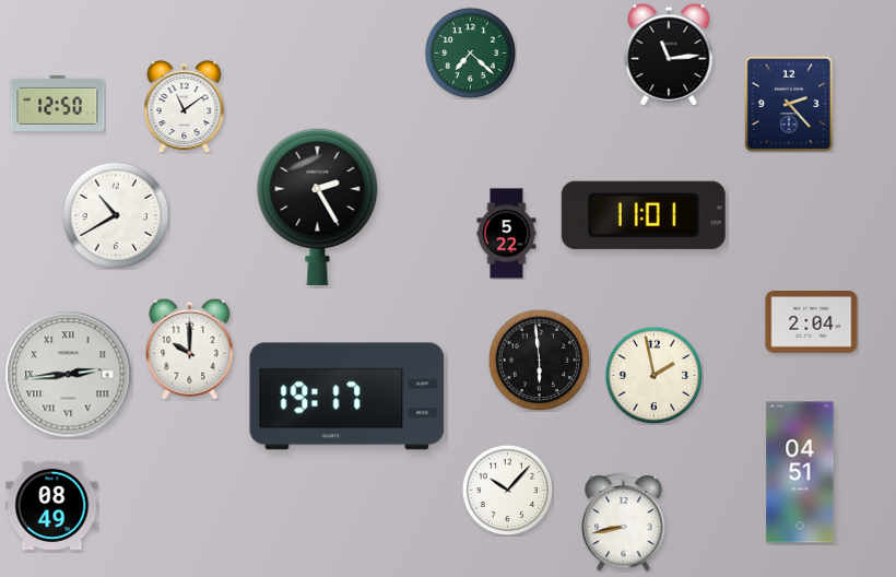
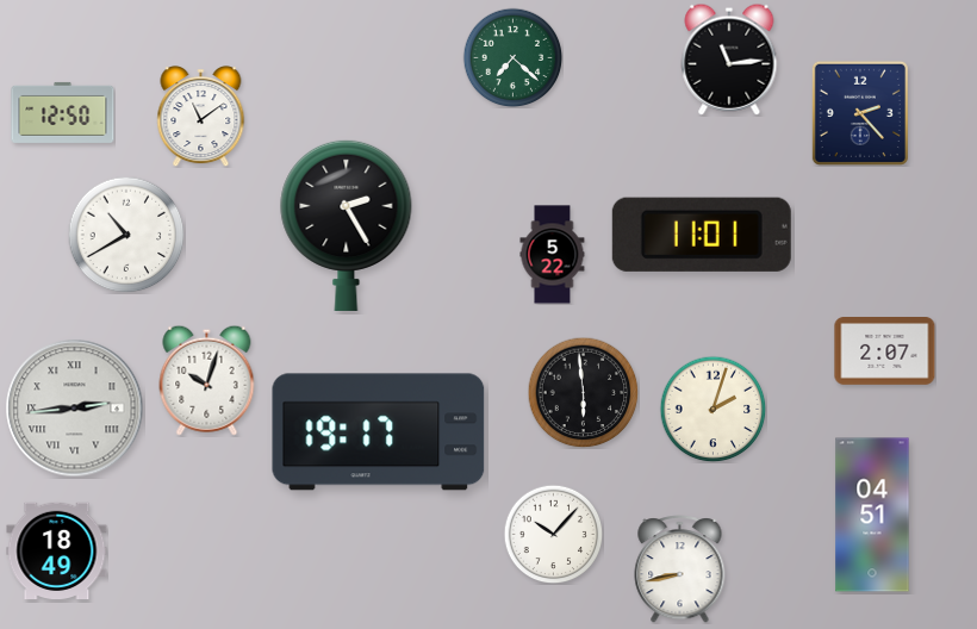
clock at (812, 322): 2:04 -> 2:07
clock at (190, 349): 10:00 -> 10:03
clock at (539, 360) position: (539, 360) -> (583, 392)
clock at (653, 375): 1:58 -> 2:03
clock at (52, 506): 08:49 -> 18:49
